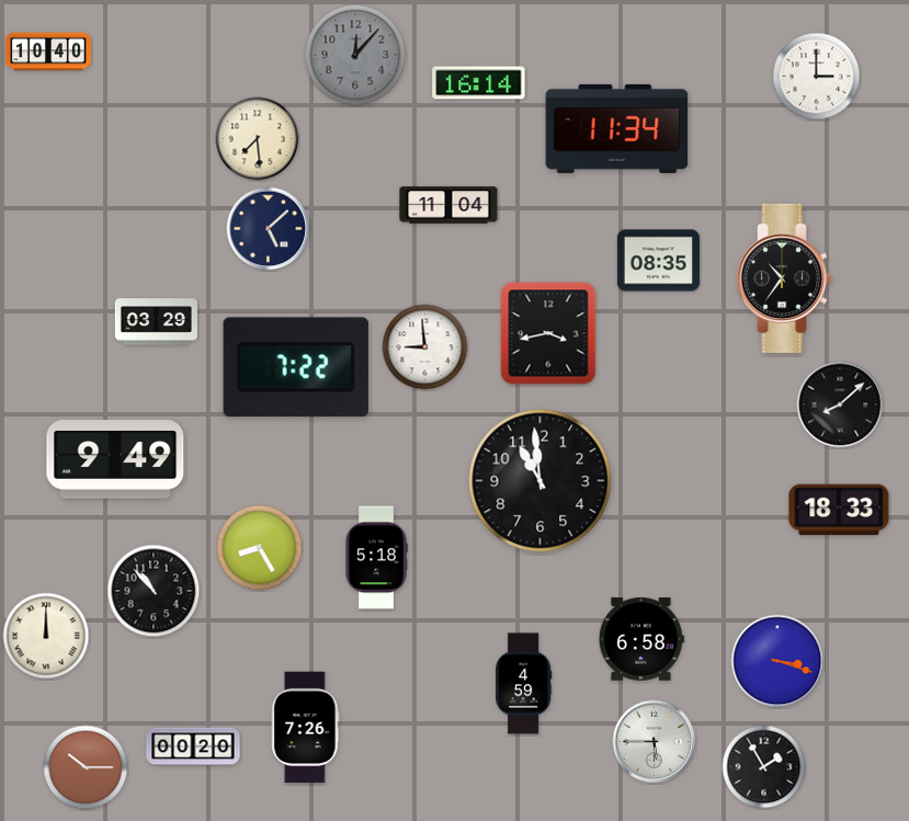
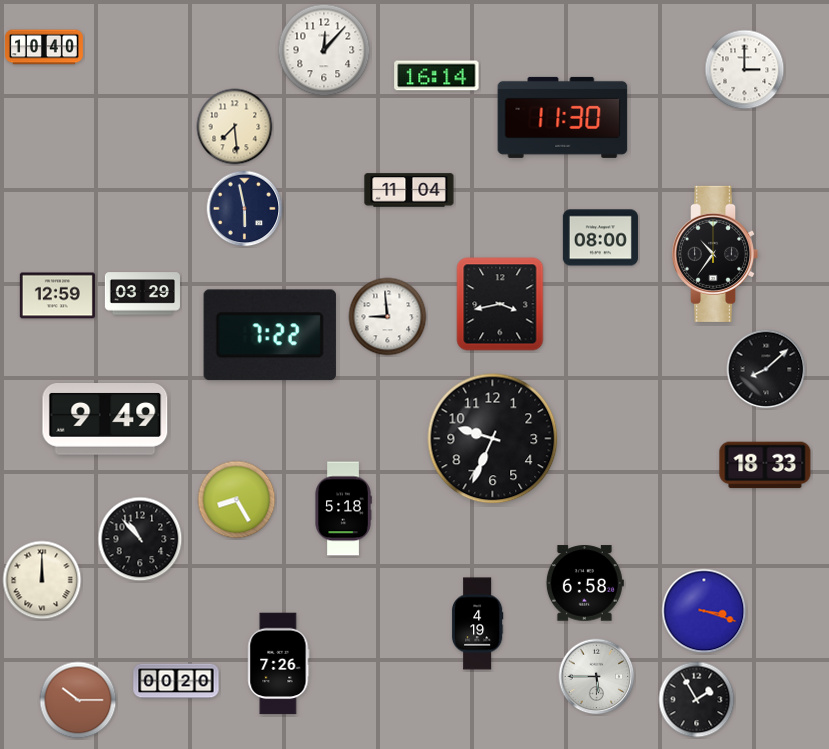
clock at (355, 55) dial: grey -> white
clock at (617, 128): 11:34 -> 11:30
clock at (448, 205) position: (448, 205) -> (409, 190)
clock at (269, 229): 5:08 -> 5:58
clock at (658, 261): 08:35 -> 08:00
clock at (57, 296): none -> 12:59
clock at (541, 481): 10:59 -> 9:34
clock at (777, 661) position: (777, 661) -> (704, 611)
clock at (523, 684): 4:59 -> 4:19
